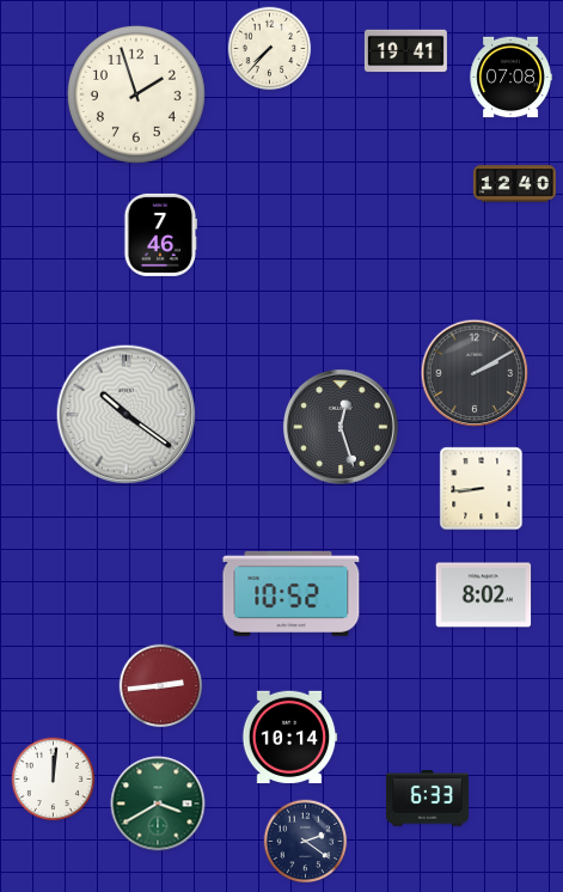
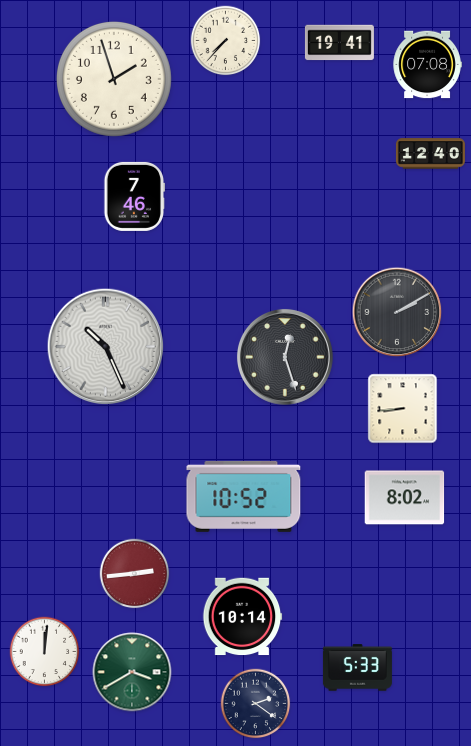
clock at (127, 415): 10:21 -> 10:26
clock at (427, 799): 6:33 -> 5:33
